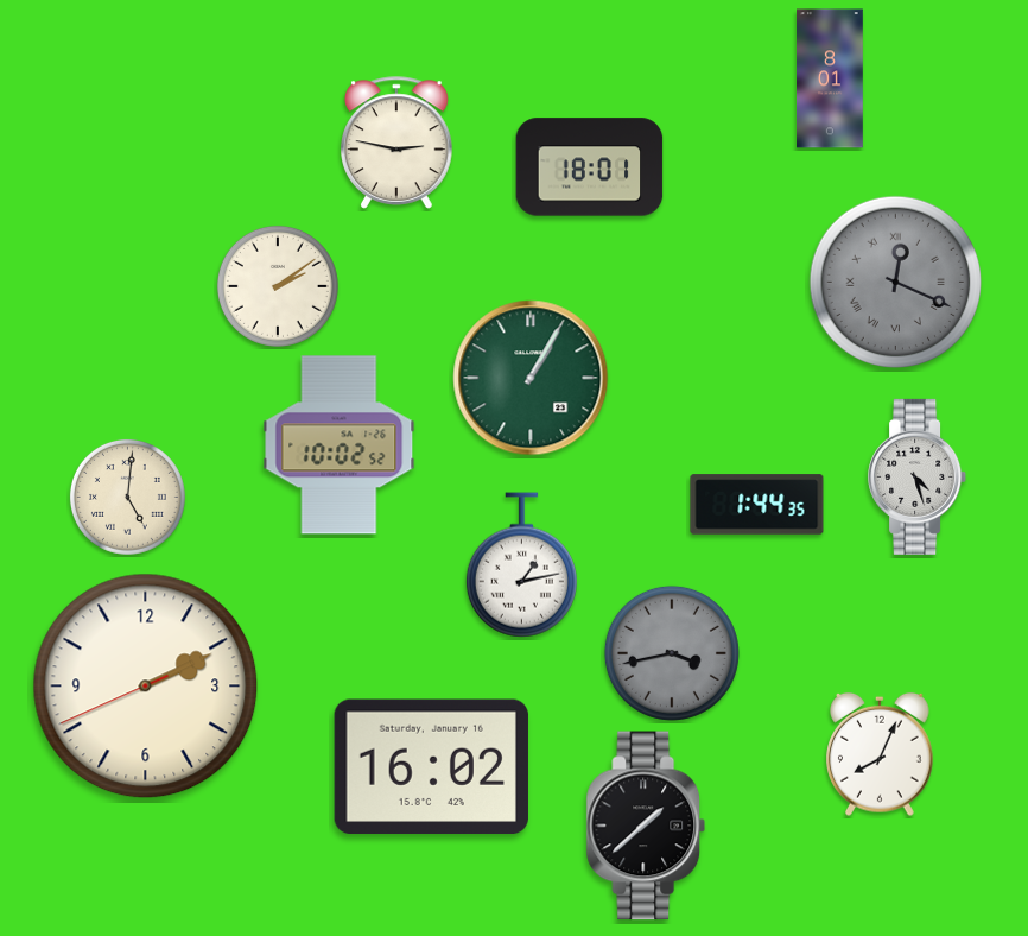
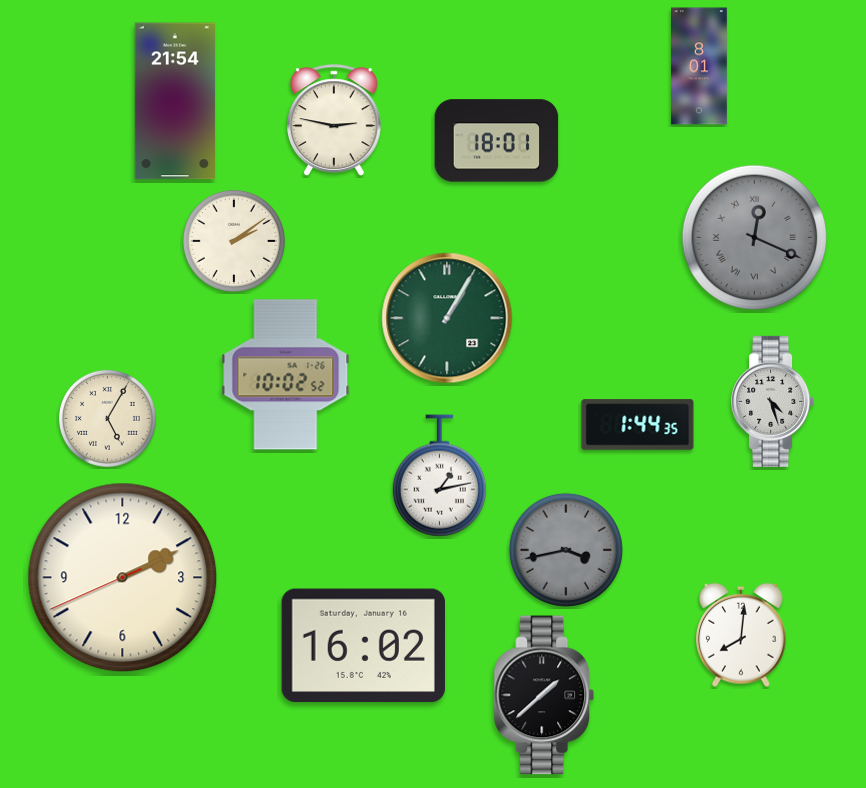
clock at (175, 101): none -> 21:54
clock at (127, 497): 5:01 -> 5:05
clock at (880, 754): 8:04 -> 8:01
